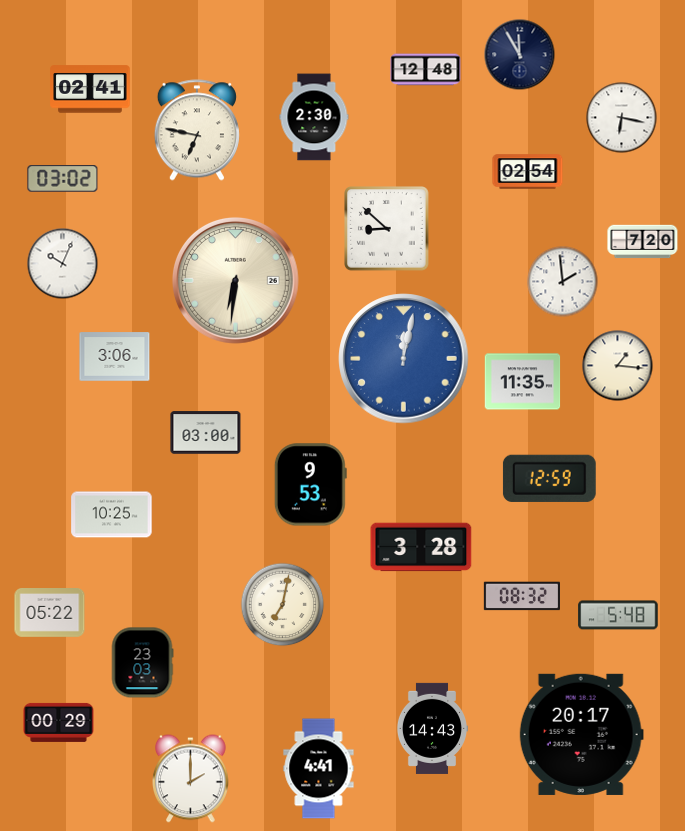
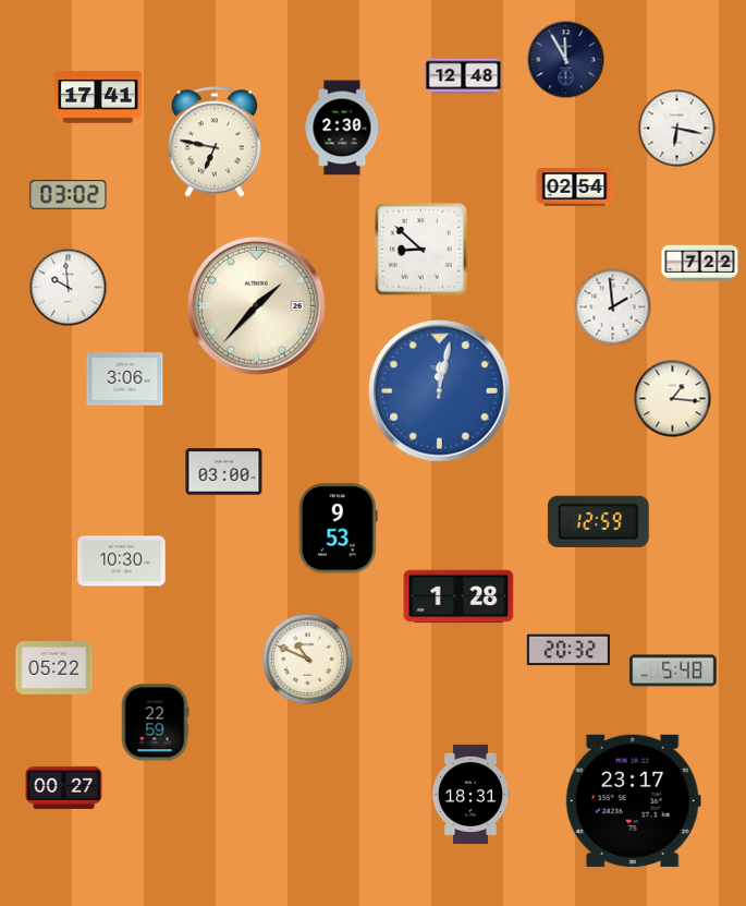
clock at (90, 89): 02:41 -> 17:41
clock at (643, 242): 7:20 -> 7:22
clock at (63, 264): 10:04 -> 9:59
clock at (235, 280): 6:31 -> 1:37
clock at (115, 357) position: (115, 357) -> (125, 379)
clock at (523, 382): 11:35 -> none
clock at (112, 515): 10:25 -> 10:30
clock at (421, 547): 3:28 -> 1:28
clock at (521, 596): 08:32 -> 20:32
clock at (283, 605): 7:02 -> 10:49
clock at (142, 663): 23:03 -> 22:59
clock at (59, 722): 00:29 -> 00:27
clock at (431, 728): 14:43 -> 18:31
clock at (581, 734): 20:17 -> 23:17
clock at (319, 769): 4:41 -> none
clock at (191, 779): 2:00 -> none
